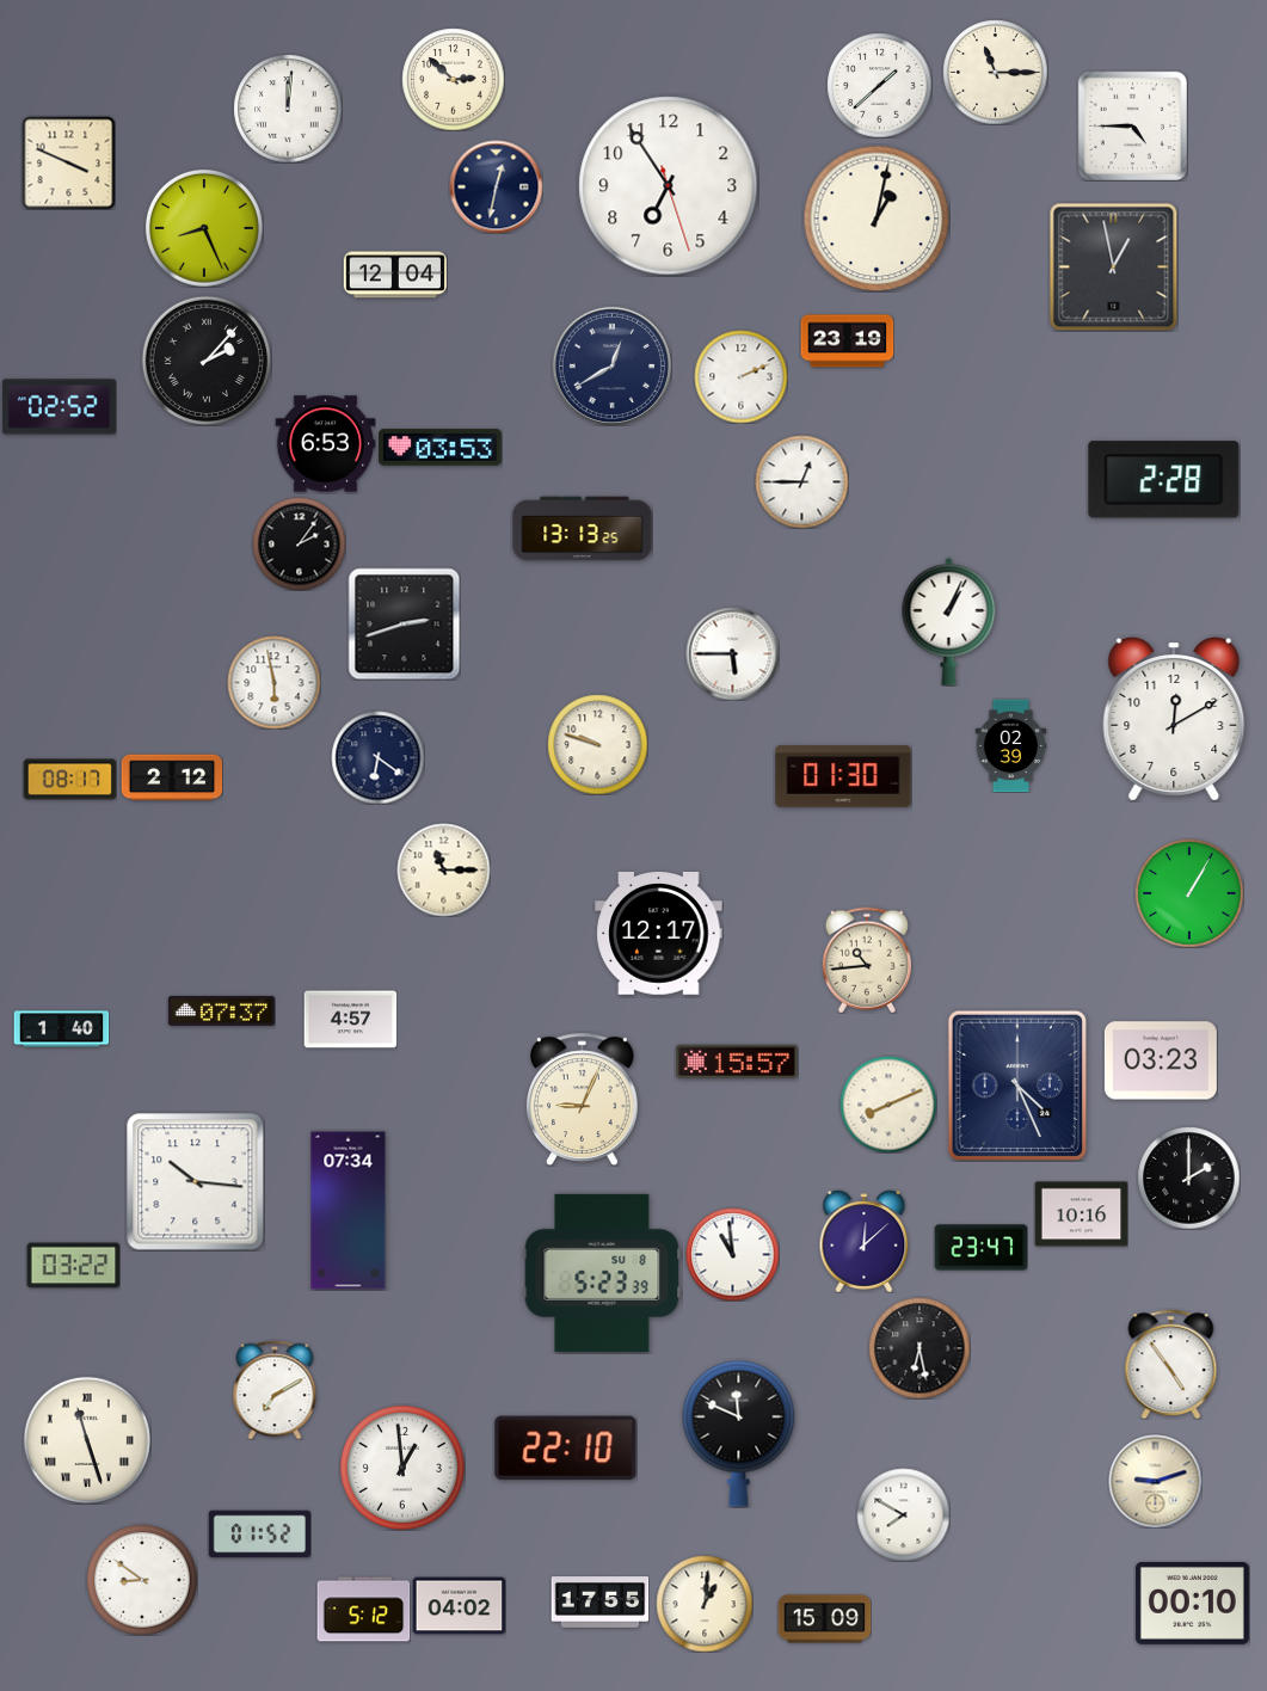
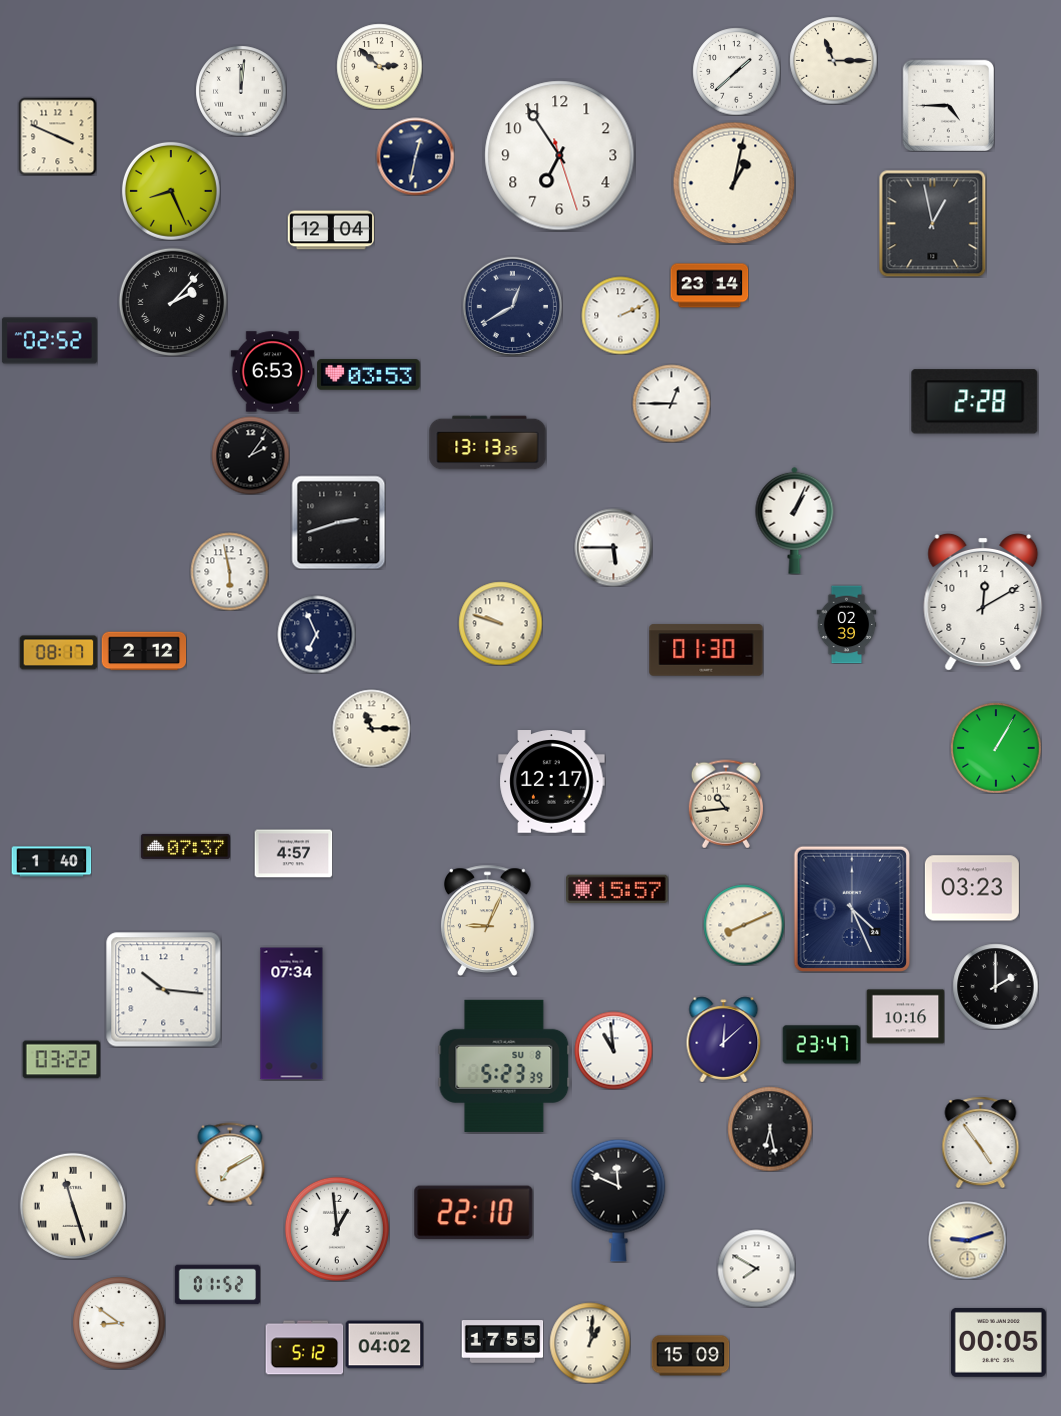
clock at (847, 342): 23:19 -> 23:14
clock at (377, 757): 6:21 -> 6:56
clock at (1192, 1603): 00:10 -> 00:05
